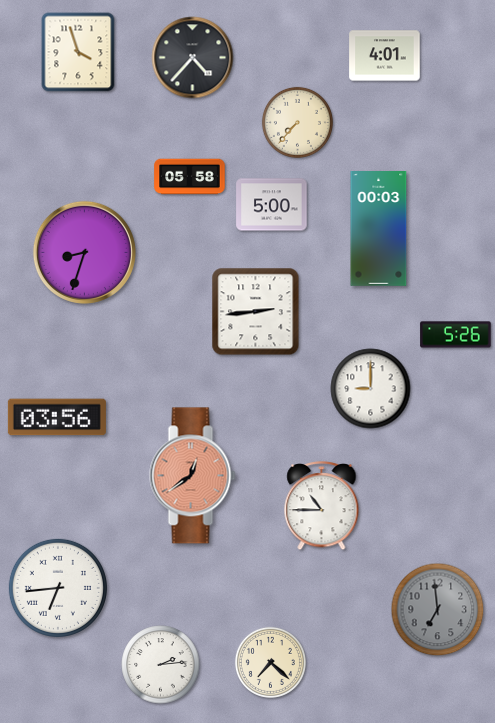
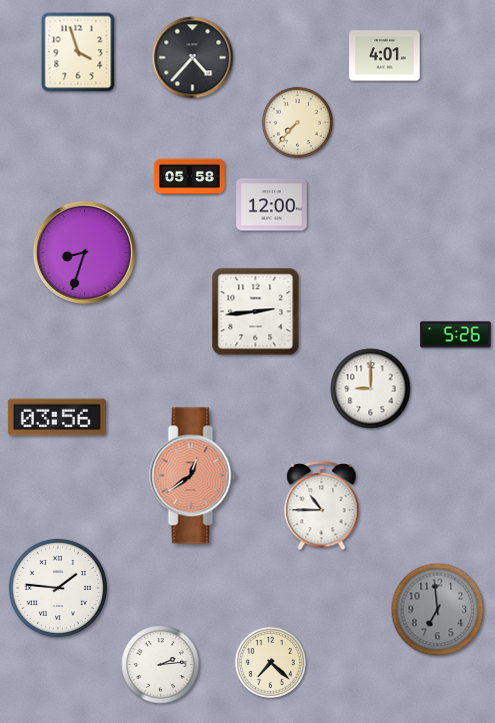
clock at (272, 205): 5:00 -> 12:00
clock at (379, 229): 00:03 -> none
clock at (58, 588): 6:44 -> 1:46
